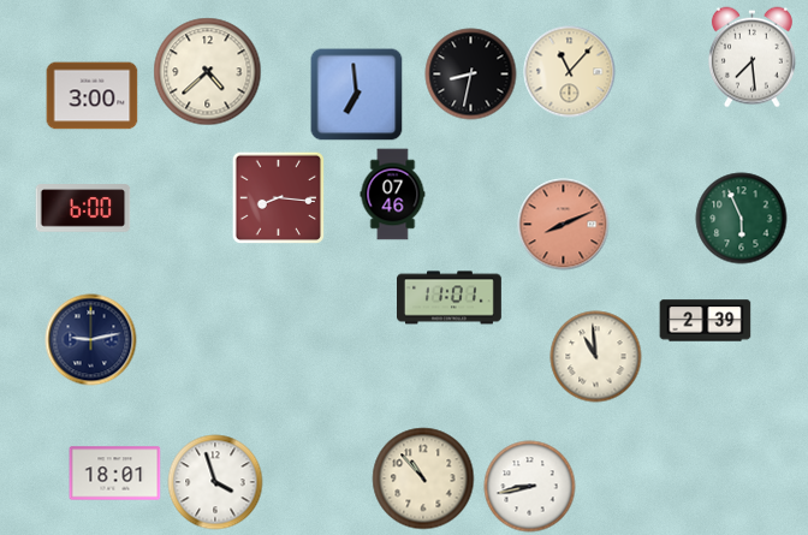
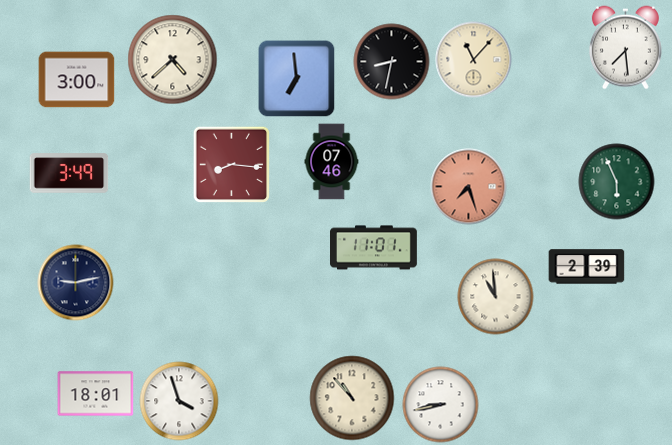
clock at (393, 195) position: (393, 195) -> (332, 162)
clock at (83, 208): 6:00 -> 3:49
clock at (564, 225): 8:11 -> 7:27
